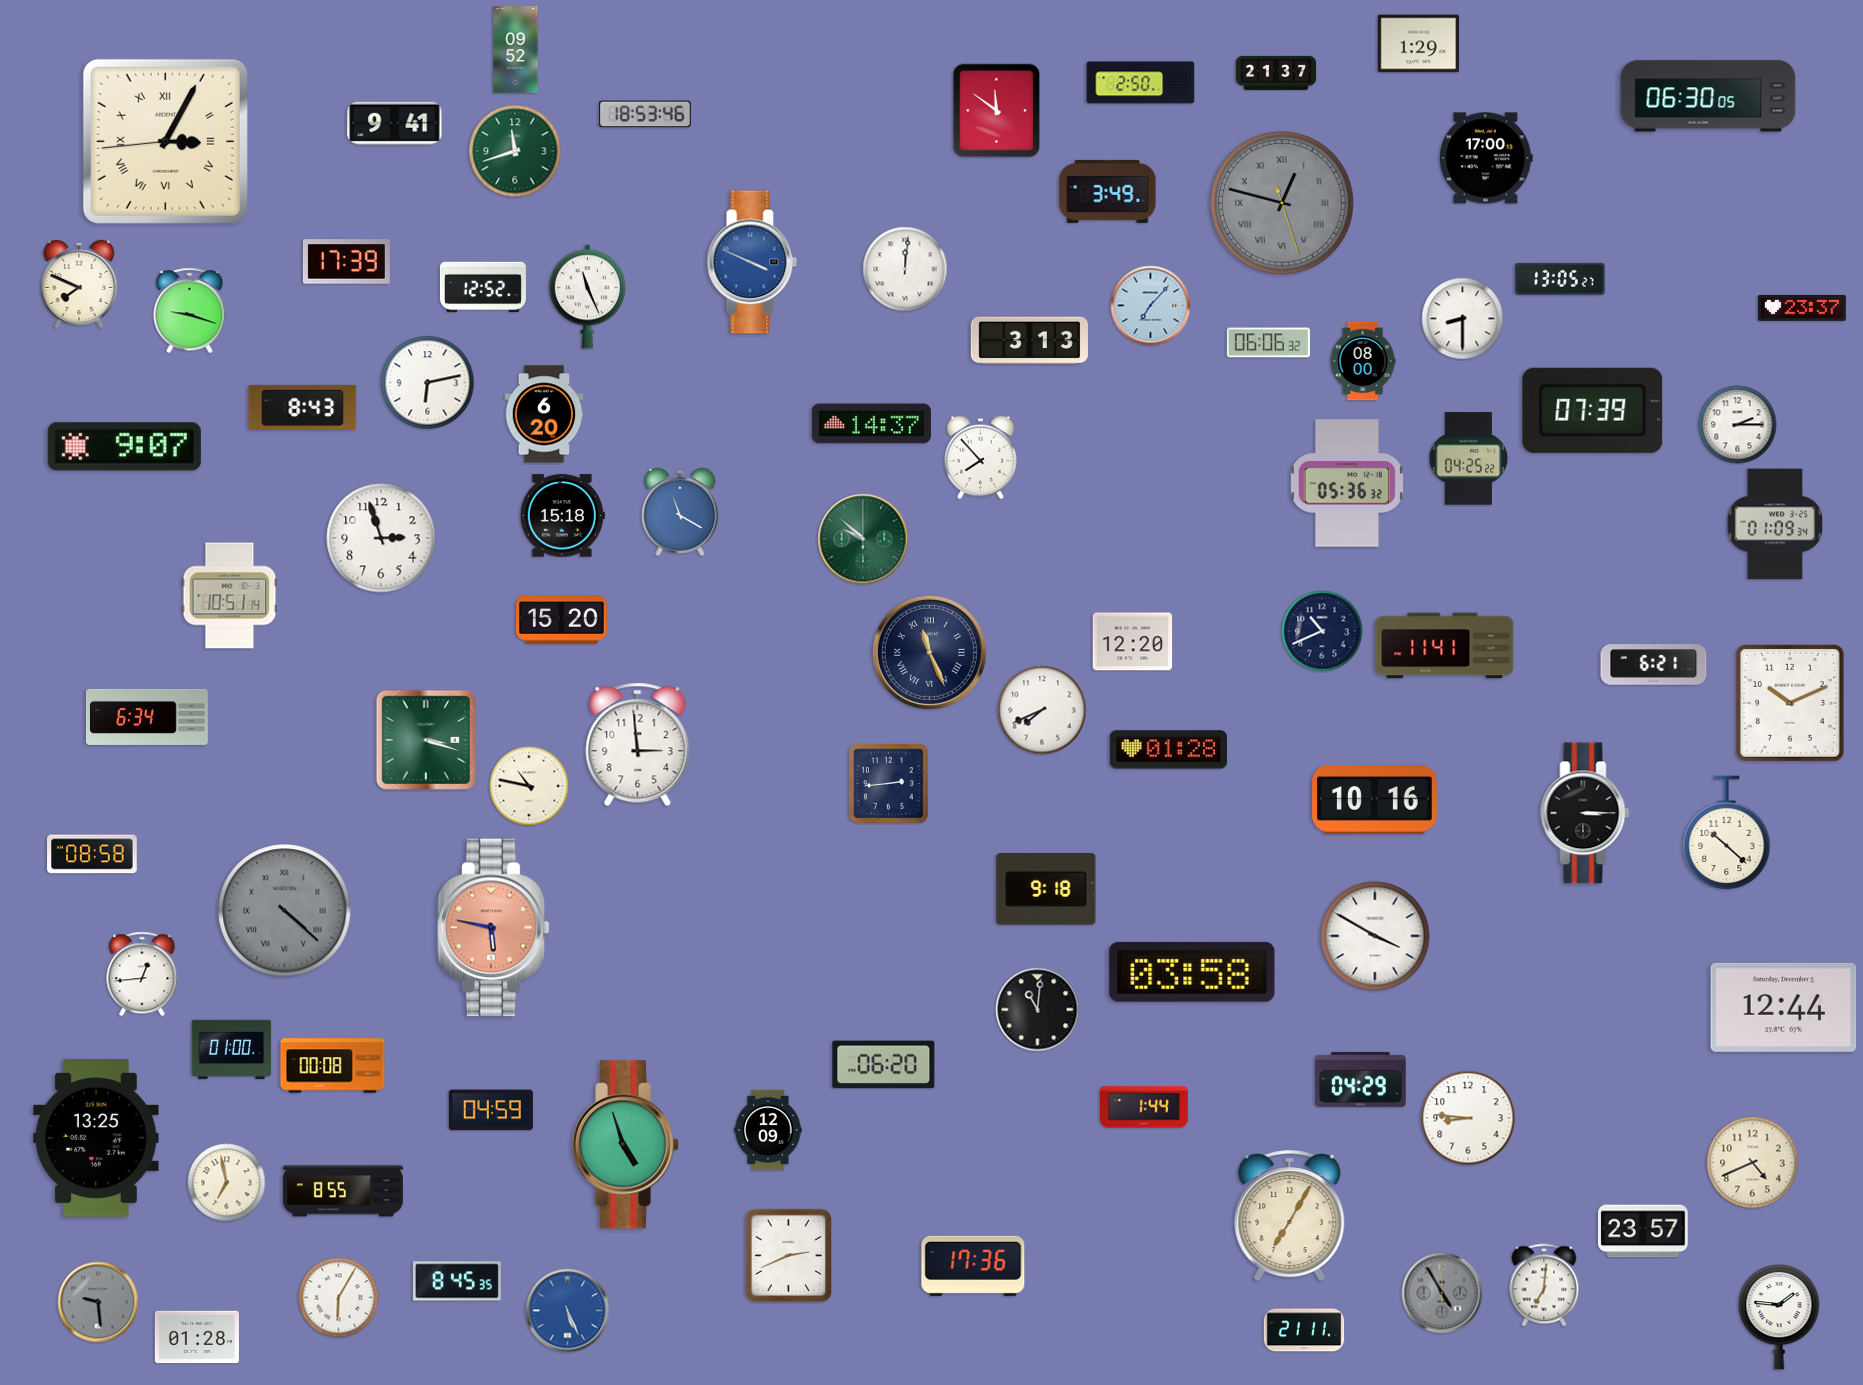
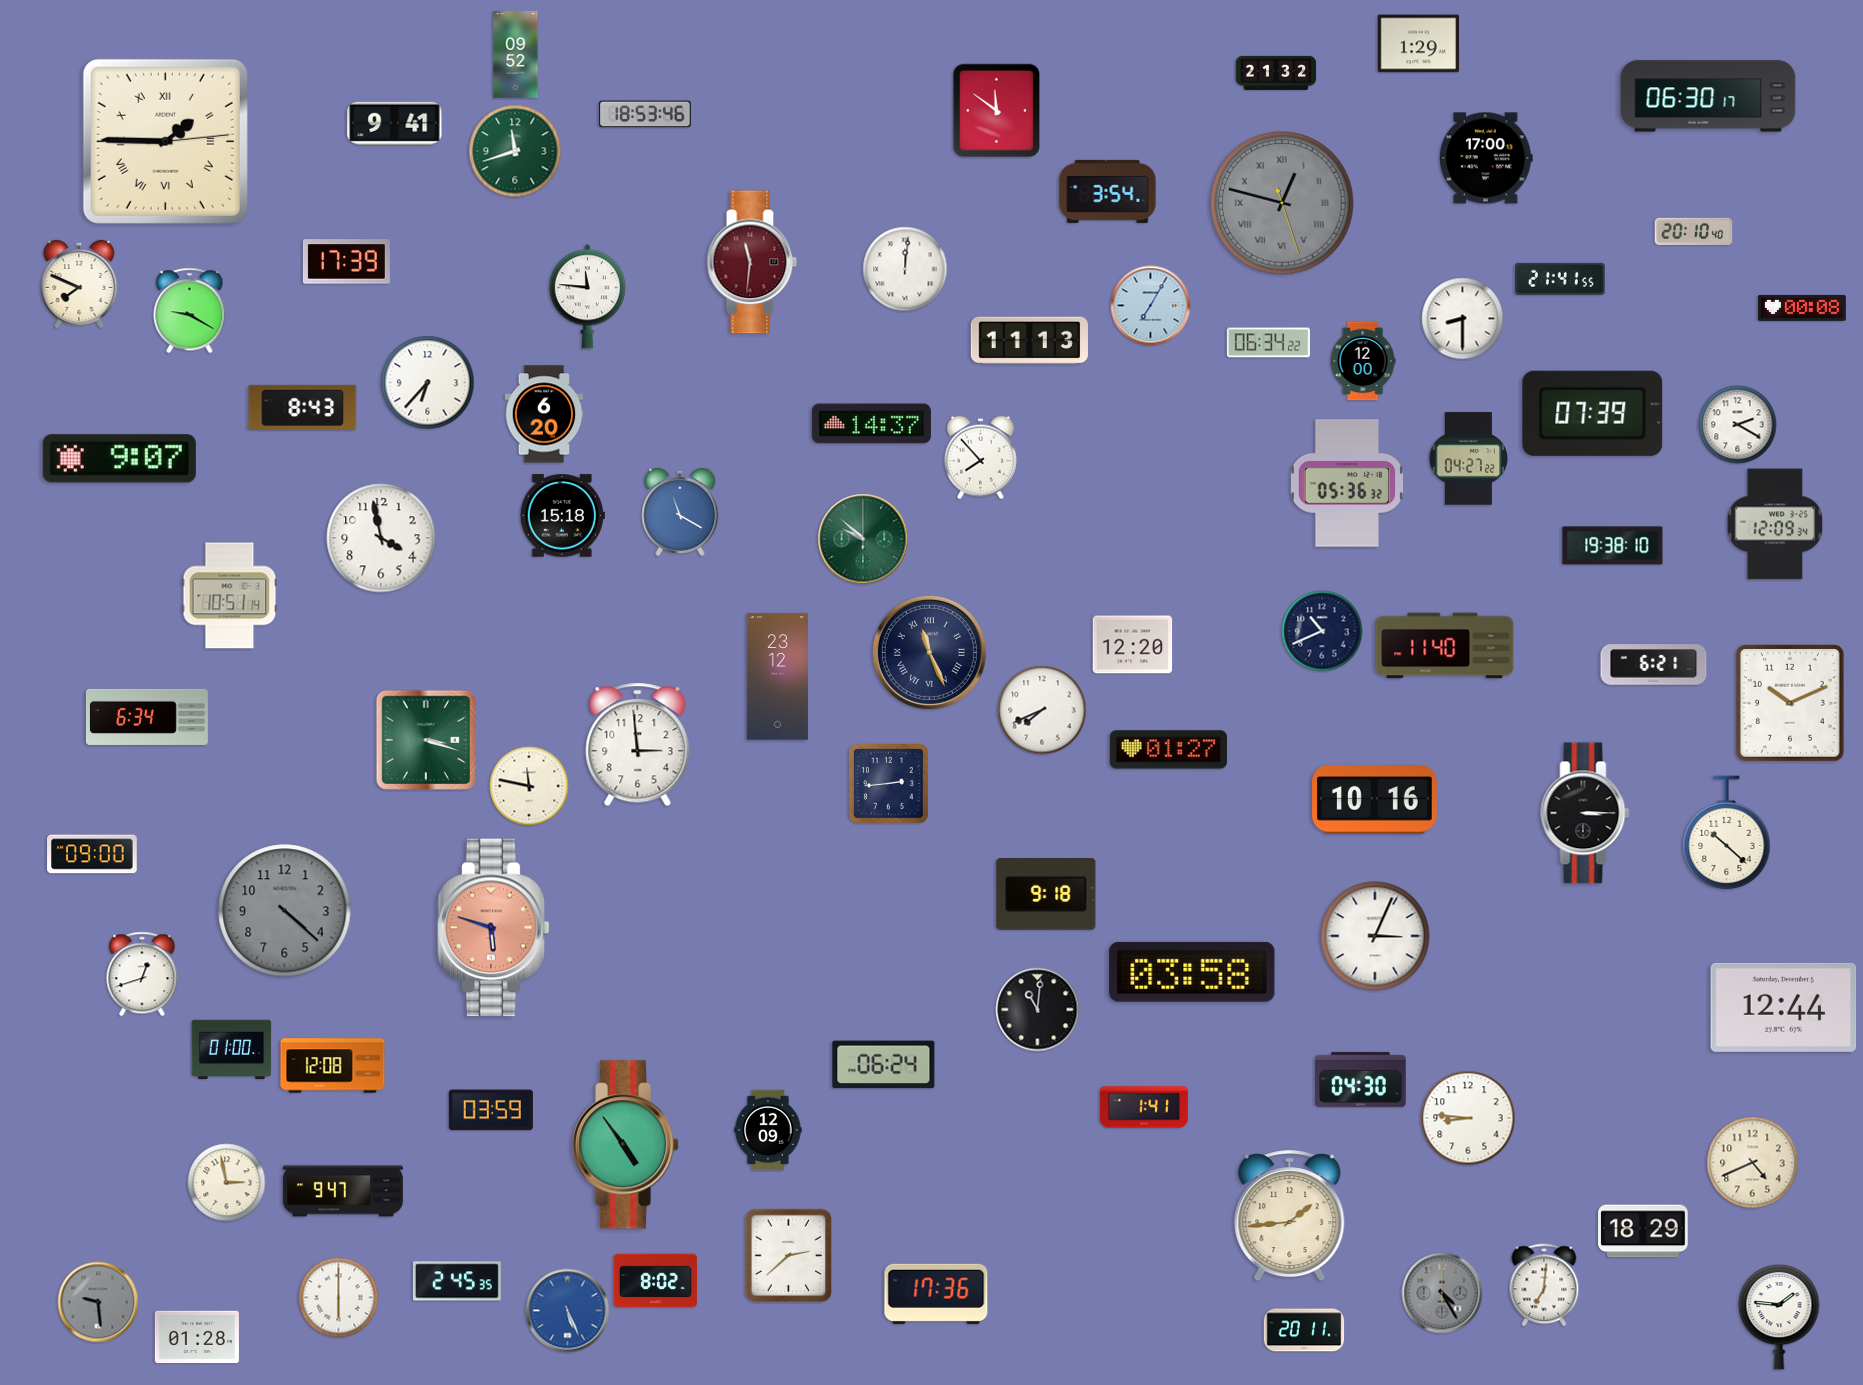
clock at (516, 49) position: (516, 49) -> (516, 54)
clock at (1276, 73): 21:37 -> 21:32
clock at (1141, 83): 2:50 -> none
clock at (1708, 96): 06:30:05 -> 06:30:17
clock at (165, 141): 3:04 -> 1:45
clock at (1108, 191): 3:49 -> 3:54
clock at (1694, 231): none -> 20:10
clock at (752, 262): 3:49 -> 11:31
clock at (752, 262) dial: blue -> burgundy
clock at (1561, 279): 13:05 -> 21:41
clock at (483, 287): 12:52 -> none
clock at (587, 297): 11:26 -> 11:46
clock at (1151, 306): 7:07 -> 7:05
clock at (1802, 308): 23:37 -> 00:08
clock at (190, 311): 9:18 -> 9:20
clock at (1029, 341): 3:13 -> 11:13
clock at (1268, 343): 06:06 -> 06:34
clock at (1363, 361): 08:00 -> 12:00
clock at (428, 383): 6:13 -> 6:37
clock at (1593, 410) position: (1593, 410) -> (1593, 413)
clock at (1738, 425): 2:15 -> 2:20
clock at (124, 447) position: (124, 447) -> (119, 459)
clock at (1469, 459): 04:25 -> 04:27
clock at (1774, 524): 01:09 -> 12:09
clock at (381, 538): 2:57 -> 3:58
clock at (1613, 546): none -> 19:38
clock at (562, 620): 15:20 -> none
clock at (1133, 642) position: (1133, 642) -> (1133, 645)
clock at (1445, 646): 11:41 -> 11:40
clock at (777, 677): none -> 23:12
clock at (1168, 750): 01:28 -> 01:27
clock at (529, 786): 10:47 -> 11:47
clock at (92, 854): 08:58 -> 09:00
clock at (1046, 889) position: (1046, 889) -> (1046, 894)
clock at (285, 911) numerals: Roman -> Arabic
clock at (494, 928): 5:47 -> 5:48
clock at (1375, 936): 3:50 -> 3:04
clock at (142, 974): 12:44 -> 12:42
clock at (884, 1065): 06:20 -> 06:24
clock at (333, 1066): 00:08 -> 12:08
clock at (1361, 1079): 04:29 -> 04:30
clock at (1145, 1107): 1:44 -> 1:41
clock at (491, 1110): 04:59 -> 03:59
clock at (96, 1138): 13:25 -> none
clock at (627, 1145): 4:57 -> 4:54
clock at (227, 1183): 6:58 -> 2:58
clock at (343, 1191): 8:55 -> 9:47
clock at (1290, 1216): 7:05 -> 1:44
clock at (1644, 1231): 23:57 -> 18:29
clock at (789, 1256): 2:41 -> 2:38
clock at (973, 1266) position: (973, 1266) -> (936, 1294)
clock at (457, 1281): 8:45 -> 2:45
clock at (655, 1281): none -> 8:02
clock at (1442, 1293): 4:55 -> 4:25
clock at (339, 1298): 6:05 -> 6:00
clock at (1304, 1330): 21:11 -> 20:11
